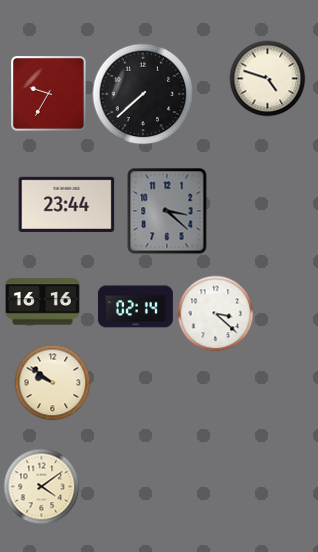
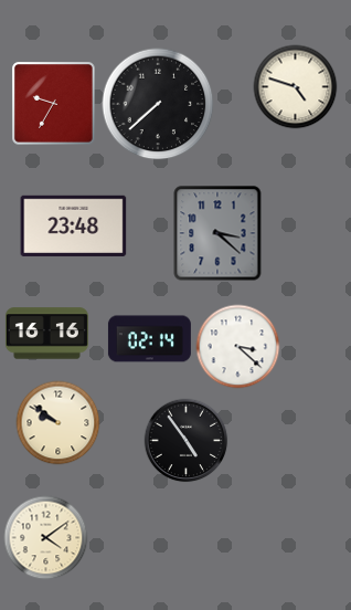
clock at (67, 204): 23:44 -> 23:48
clock at (167, 211) position: (167, 211) -> (217, 233)
clock at (187, 441): none -> 4:54
